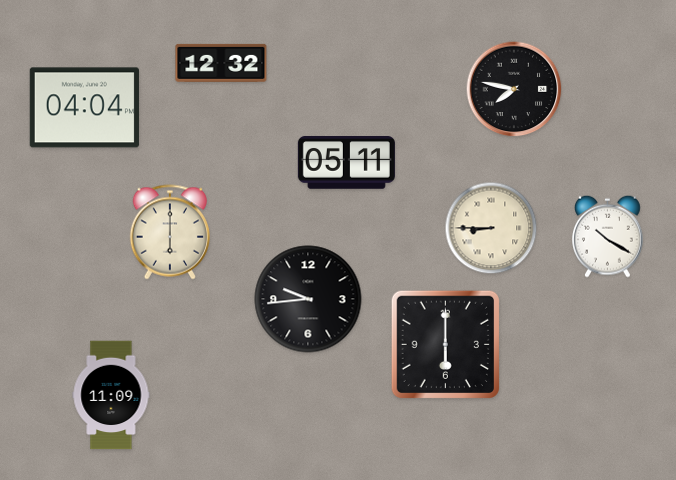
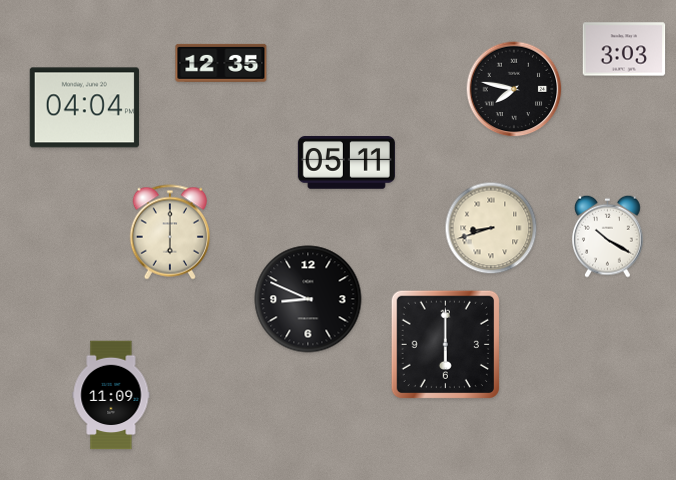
clock at (624, 49): none -> 3:03
clock at (221, 63): 12:32 -> 12:35
clock at (491, 228): 8:45 -> 8:42
clock at (308, 299): 9:44 -> 8:49
